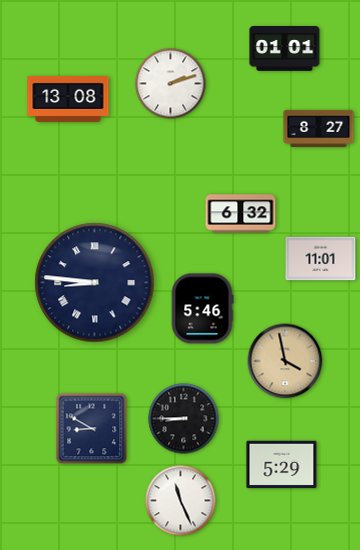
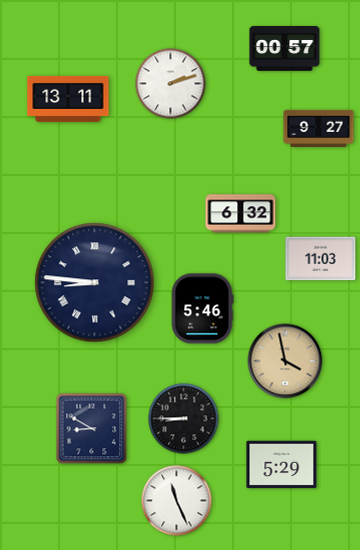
clock at (285, 49): 01:01 -> 00:57
clock at (68, 99): 13:08 -> 13:11
clock at (319, 128): 8:27 -> 9:27
clock at (321, 259): 11:01 -> 11:03
clock at (181, 501) position: (181, 501) -> (177, 501)
